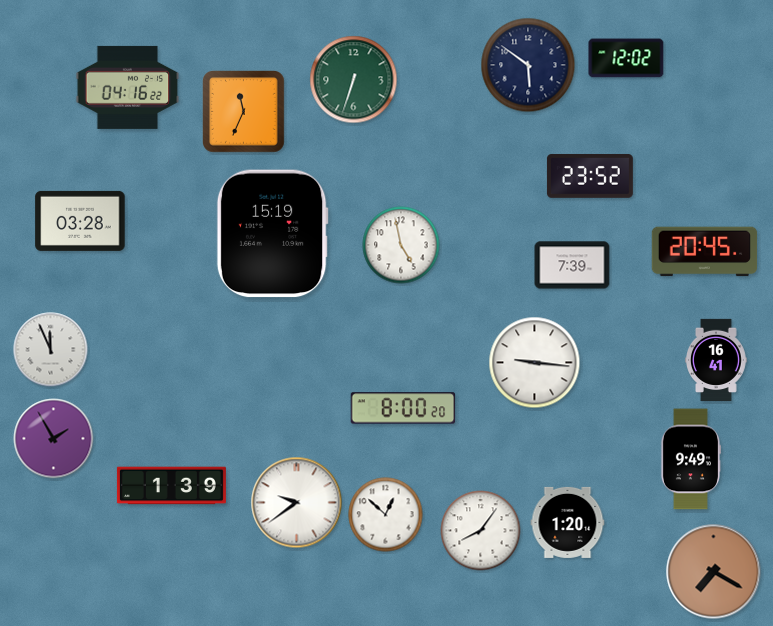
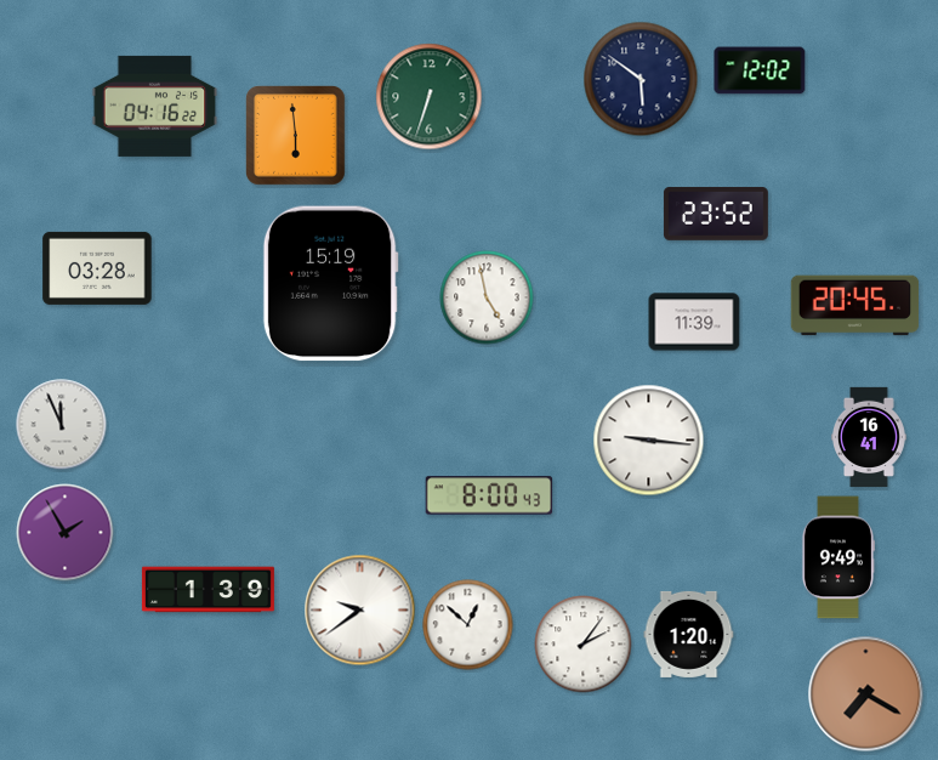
clock at (244, 112): 11:34 -> 5:59
clock at (572, 265): 7:39 -> 11:39
clock at (403, 408): 8:00:20 -> 8:00:43
clock at (481, 531): 8:06 -> 2:06
